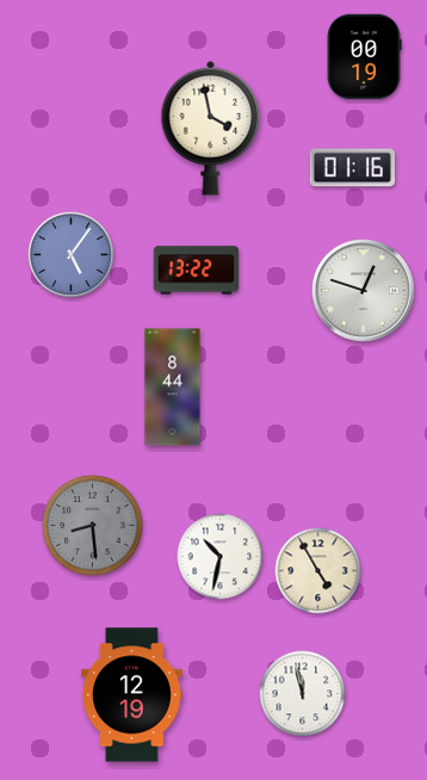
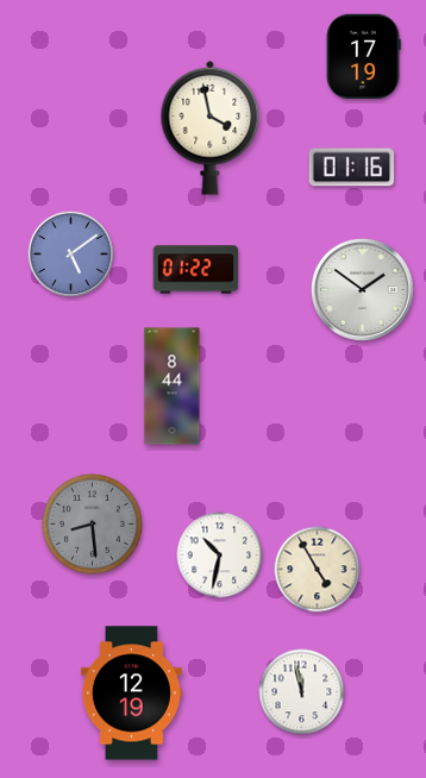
clock at (364, 57): 00:19 -> 17:19
clock at (72, 255): 5:06 -> 5:09
clock at (197, 271): 13:22 -> 01:22
clock at (364, 291): 12:48 -> 1:51
